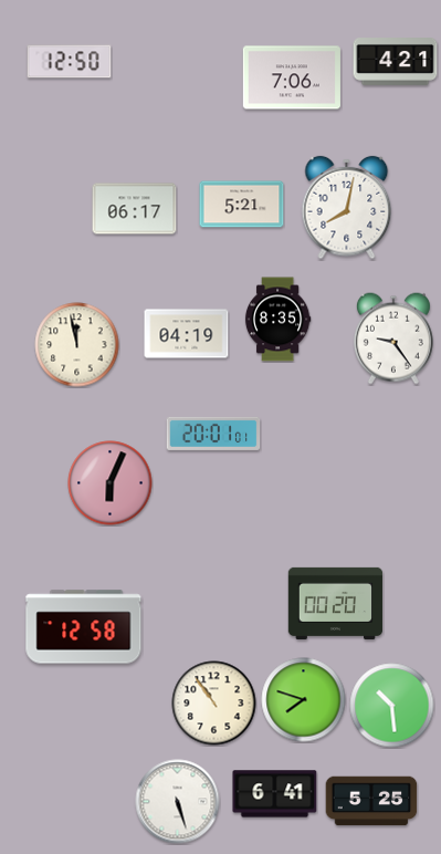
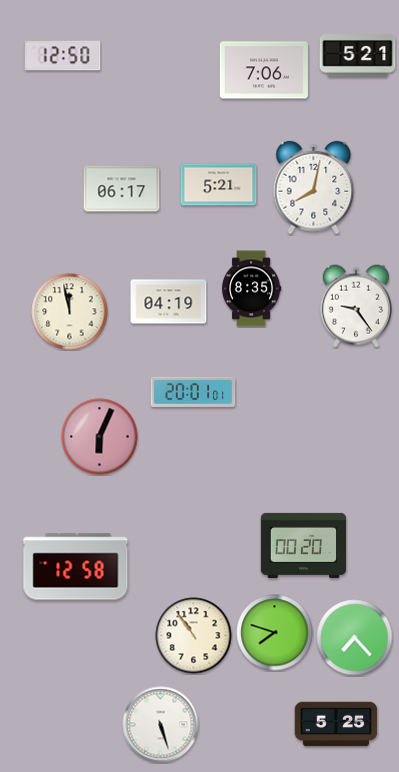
clock at (396, 62): 4:21 -> 5:21
clock at (392, 706): 10:29 -> 7:23
clock at (275, 794): 6:41 -> none
